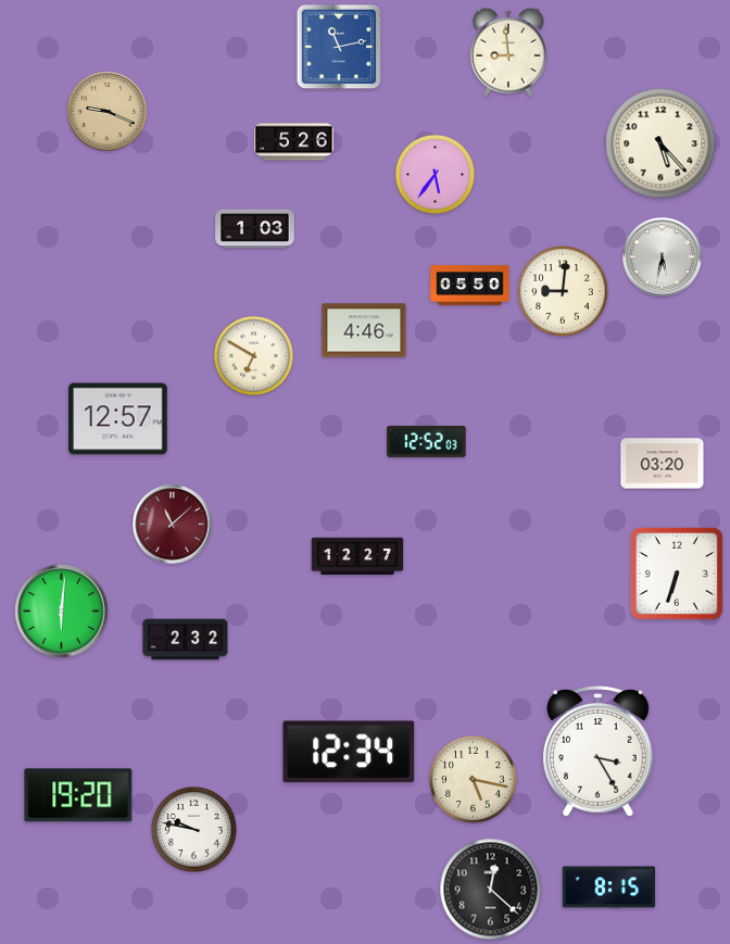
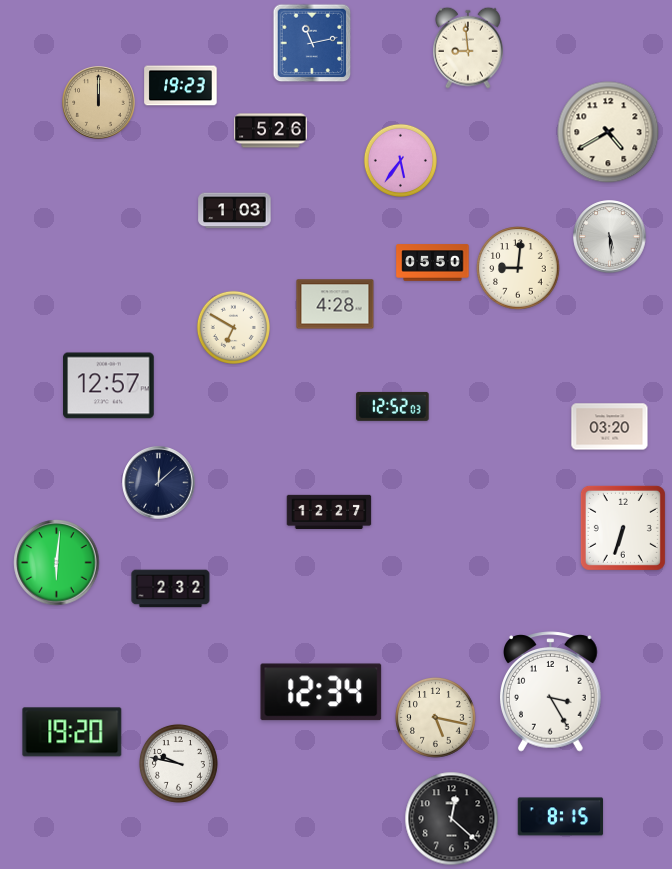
clock at (181, 86): none -> 19:23
clock at (108, 112): 9:19 -> 12:00
clock at (660, 143): 5:23 -> 4:40
clock at (663, 257): 5:32 -> 5:29
clock at (364, 330): 4:46 -> 4:28
clock at (173, 525): 11:08 -> 12:08
clock at (173, 525) dial: burgundy -> navy
